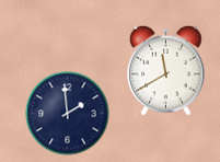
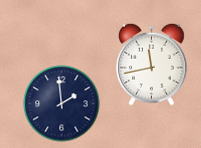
clock at (166, 70): 11:40 -> 11:43
